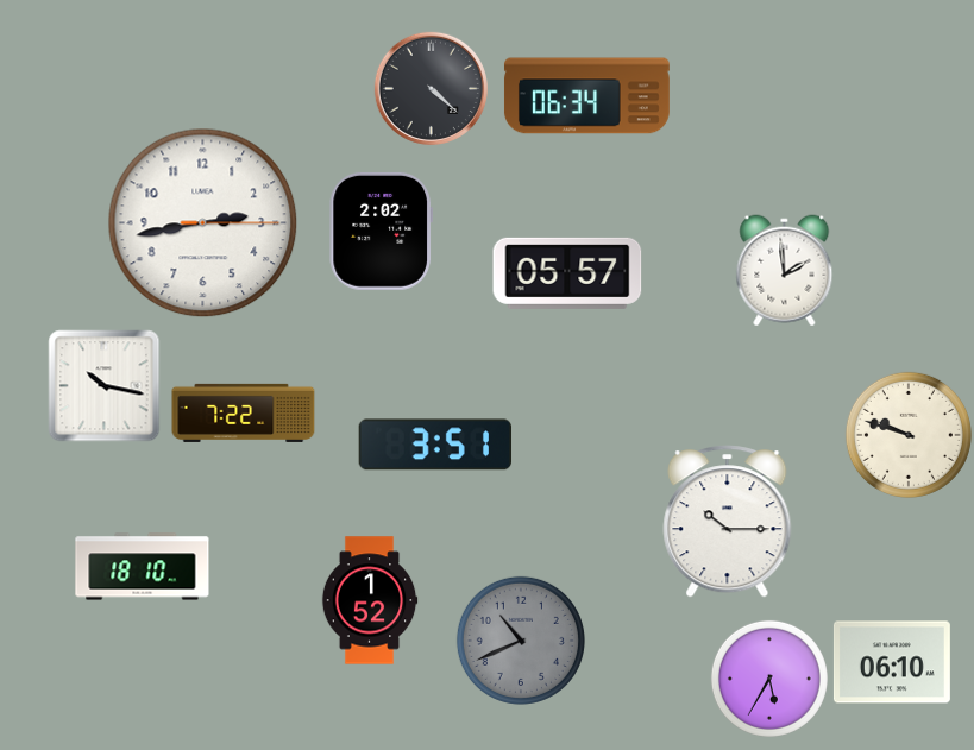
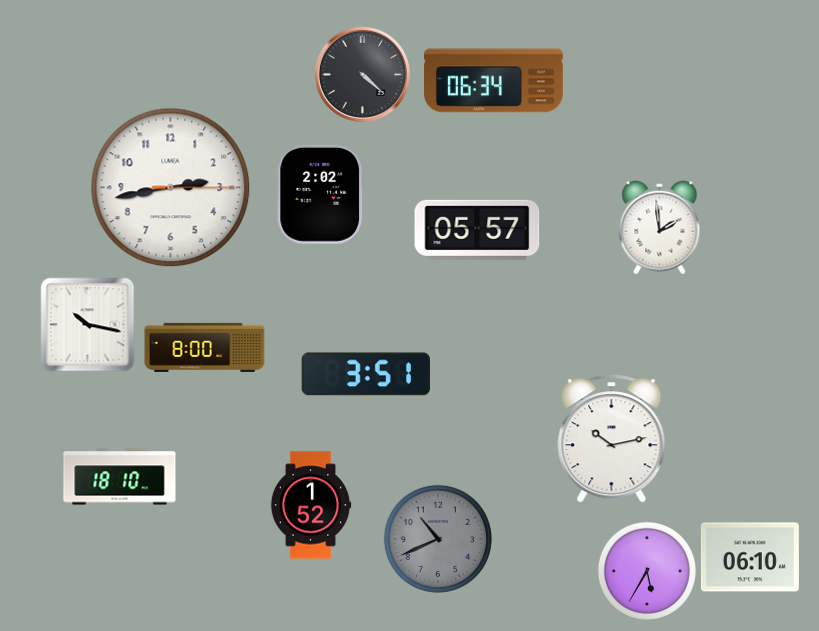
clock at (244, 412): 7:22 -> 8:00
clock at (909, 435): 9:48 -> none
clock at (728, 522): 10:15 -> 10:13
